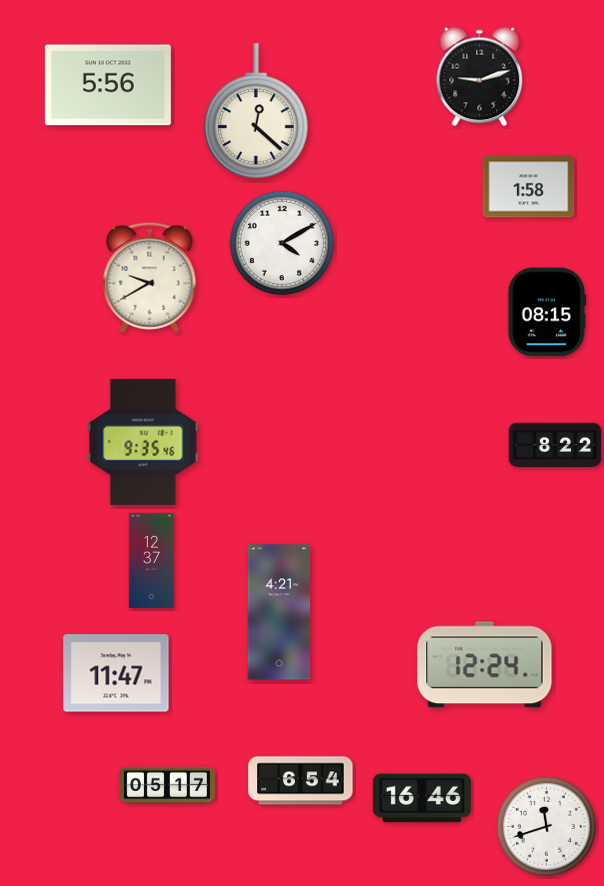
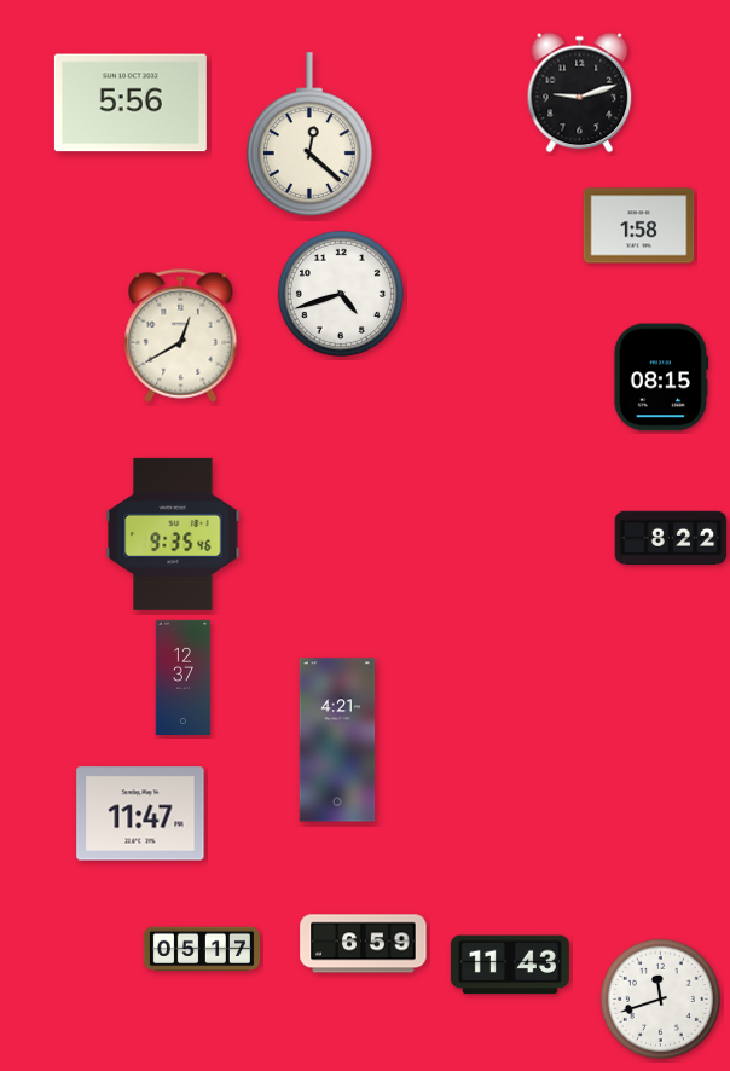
clock at (282, 243): 4:10 -> 4:42
clock at (150, 277): 9:40 -> 12:40
clock at (485, 665): 12:24 -> none
clock at (301, 781): 6:54 -> 6:59
clock at (422, 798): 16:46 -> 11:43
